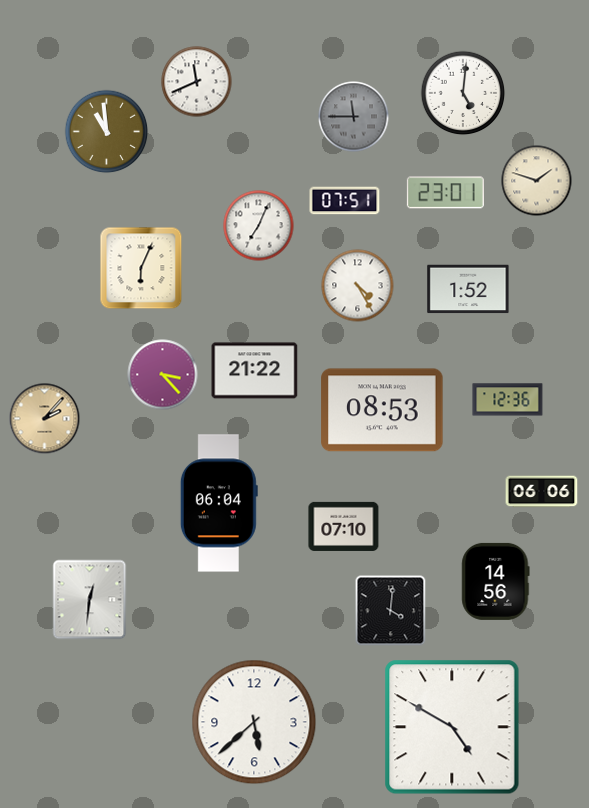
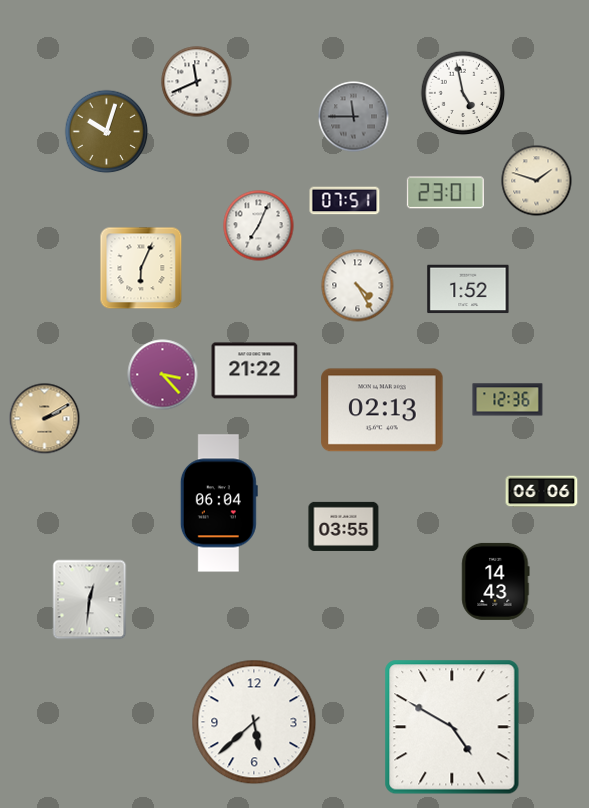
clock at (463, 93): 5:01 -> 4:58
clock at (107, 132): 10:59 -> 10:03
clock at (382, 410): 08:53 -> 02:13
clock at (45, 419): 2:07 -> 2:10
clock at (344, 526): 07:10 -> 03:55
clock at (496, 581): 14:56 -> 14:43
clock at (391, 611): 4:01 -> none
